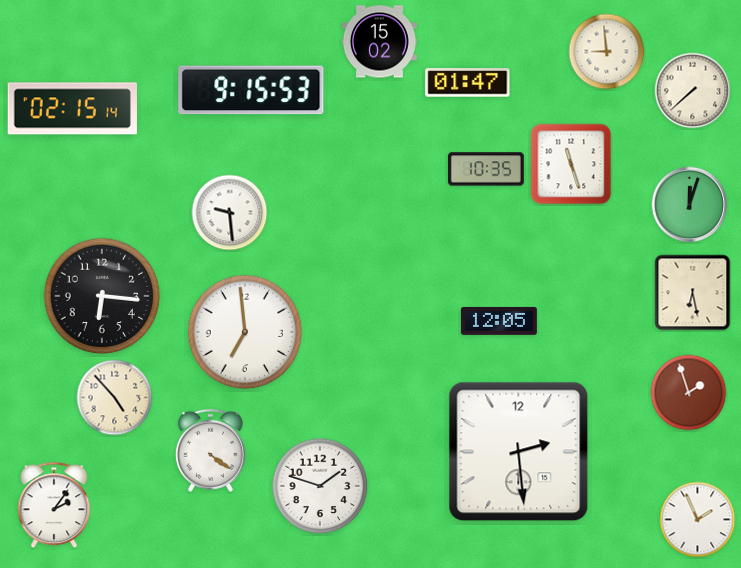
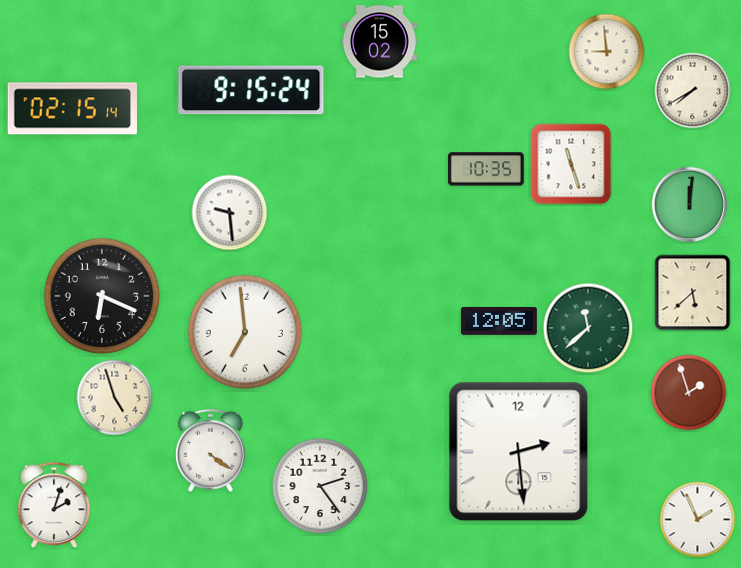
clock at (468, 83): 01:47 -> none
clock at (251, 90): 9:15:53 -> 9:15:24
clock at (693, 91): 7:38 -> 7:40
clock at (690, 205): 12:03 -> 12:01
clock at (693, 293): 6:28 -> 5:38
clock at (102, 296): 6:16 -> 6:19
clock at (588, 328): none -> 11:38
clock at (115, 398): 4:53 -> 4:57
clock at (320, 486): 1:48 -> 2:24
clock at (54, 505): 2:06 -> 2:03
